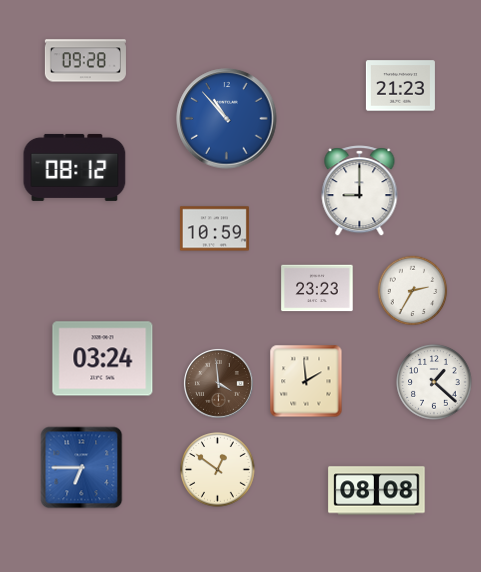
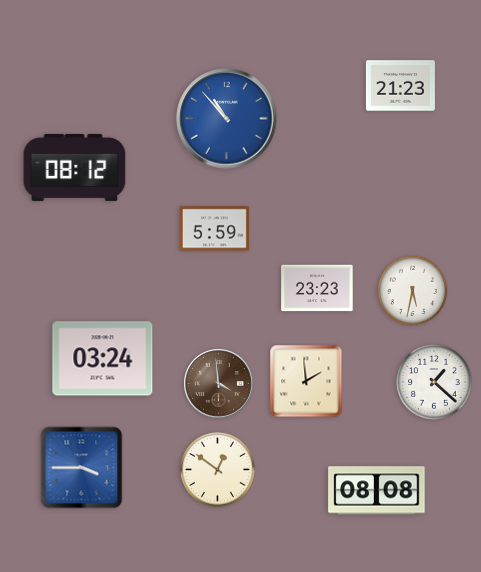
clock at (85, 61): 09:28 -> none
clock at (360, 191): 9:00 -> none
clock at (214, 229): 10:59 -> 5:59
clock at (413, 291): 2:35 -> 5:32
clock at (82, 468): 6:45 -> 3:45
